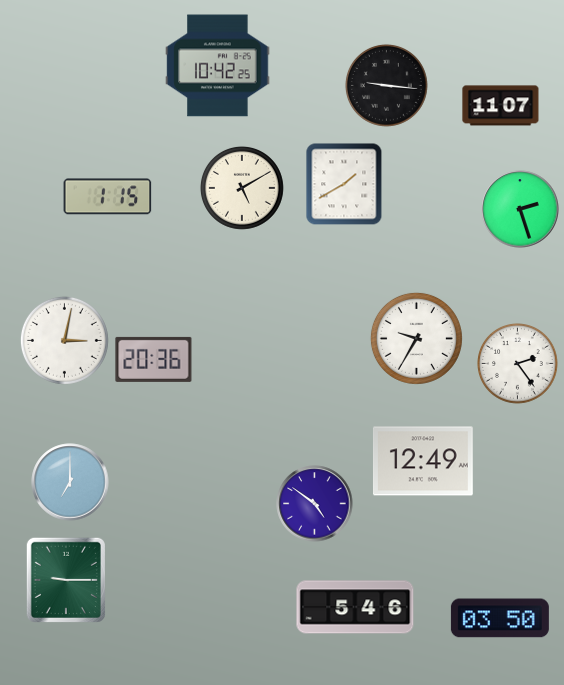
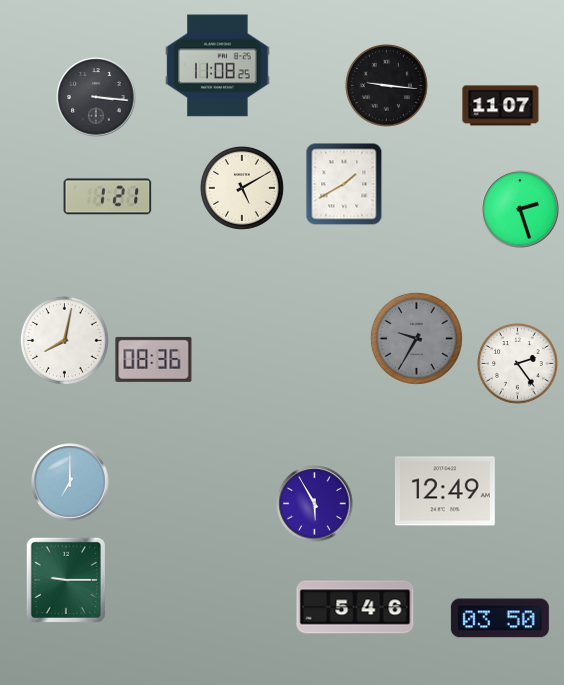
clock at (218, 66): 10:42 -> 11:08
clock at (96, 97): none -> 3:16
clock at (108, 197): 1:15 -> 1:21
clock at (416, 338) dial: white -> grey
clock at (64, 340): 3:02 -> 8:02
clock at (154, 359): 20:36 -> 08:36
clock at (423, 461) position: (423, 461) -> (445, 491)
clock at (315, 504): 4:51 -> 5:55
